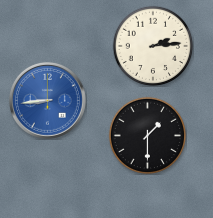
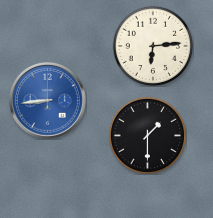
clock at (153, 46): 2:14 -> 6:14
